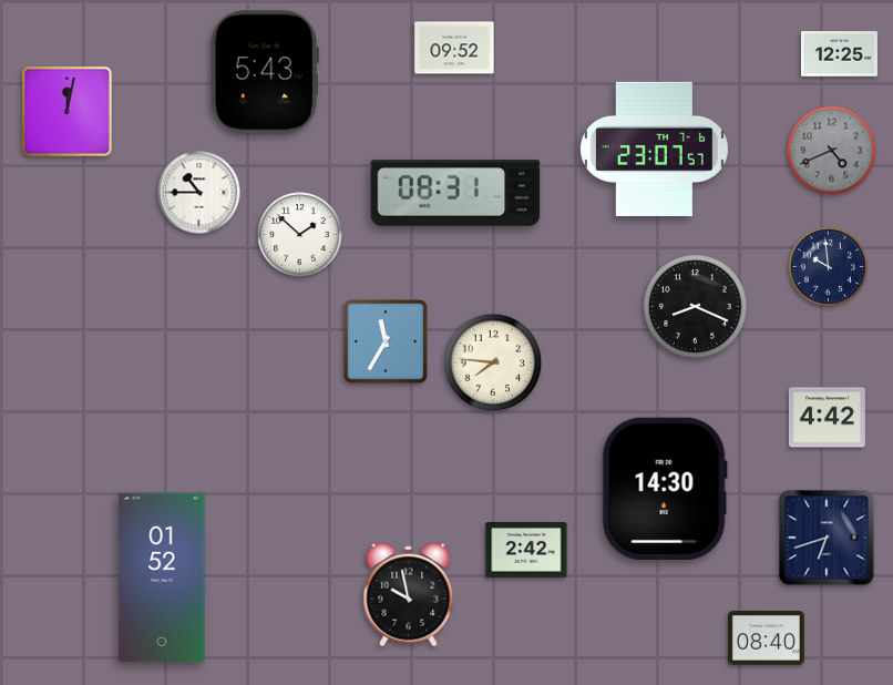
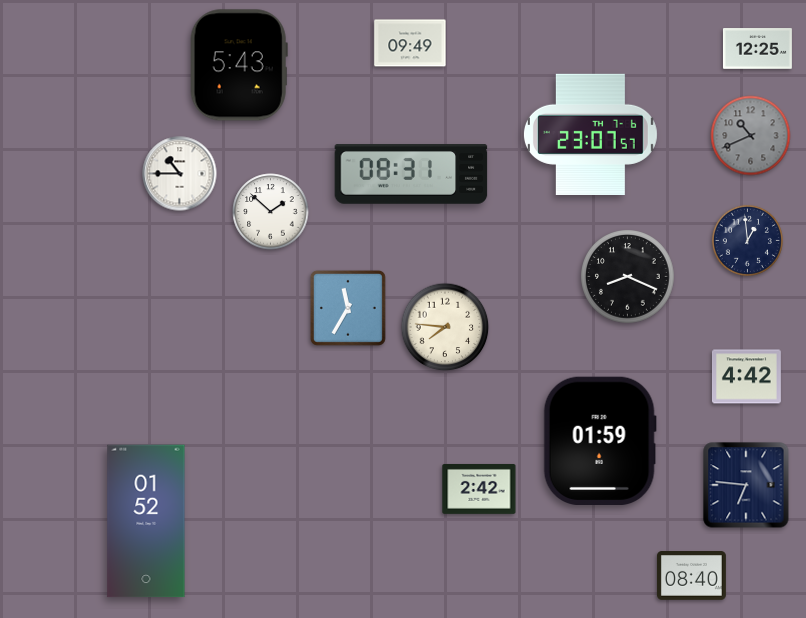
clock at (454, 48): 09:52 -> 09:49
clock at (66, 111): 12:02 -> none
clock at (832, 151): 4:41 -> 10:41
clock at (828, 266): 9:59 -> 12:59
clock at (665, 488): 14:30 -> 01:59
clock at (827, 538): 6:42 -> 6:46
clock at (526, 550) position: (526, 550) -> (479, 489)
clock at (409, 595): 9:58 -> none
